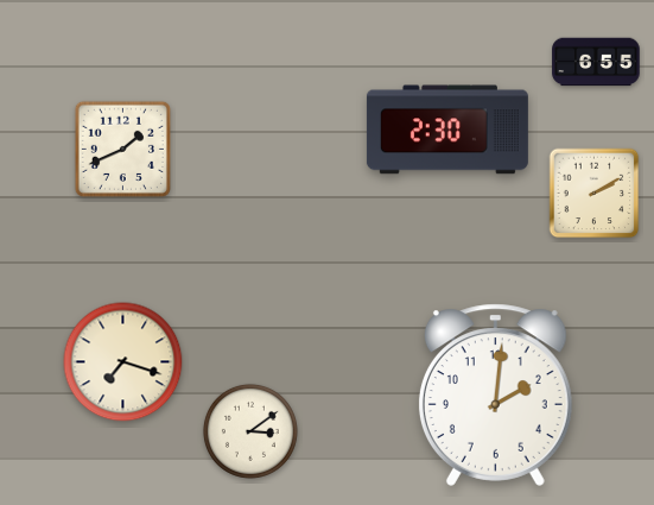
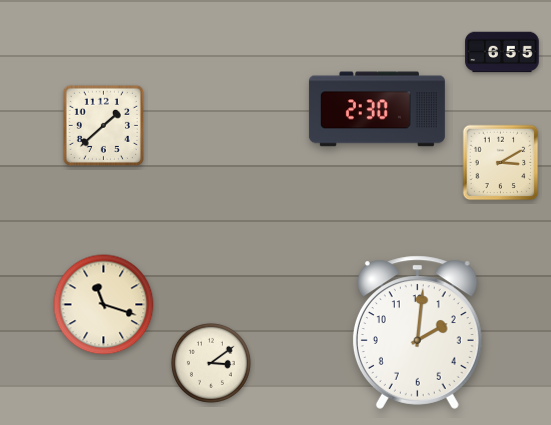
clock at (122, 149): 1:41 -> 1:38
clock at (595, 194): 2:10 -> 3:10
clock at (123, 362): 7:18 -> 11:18
